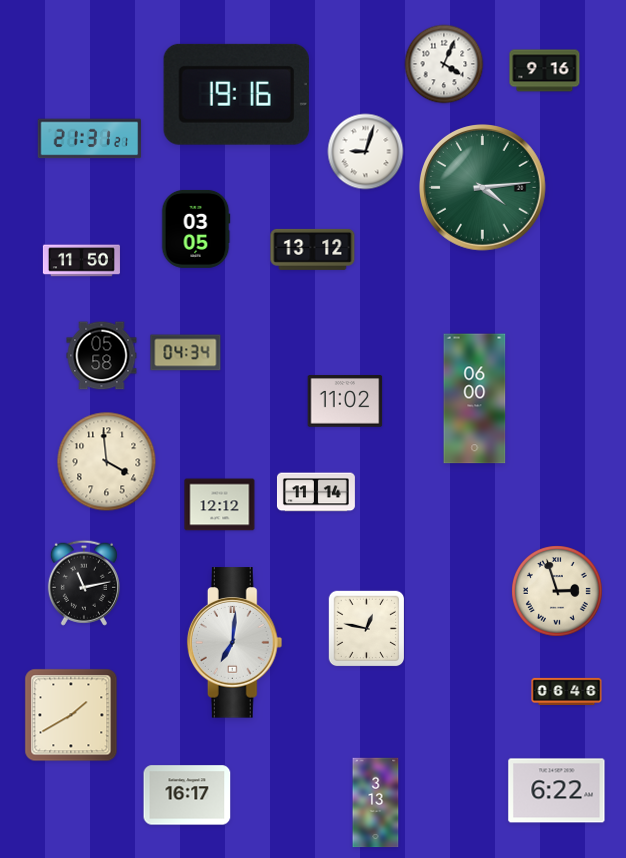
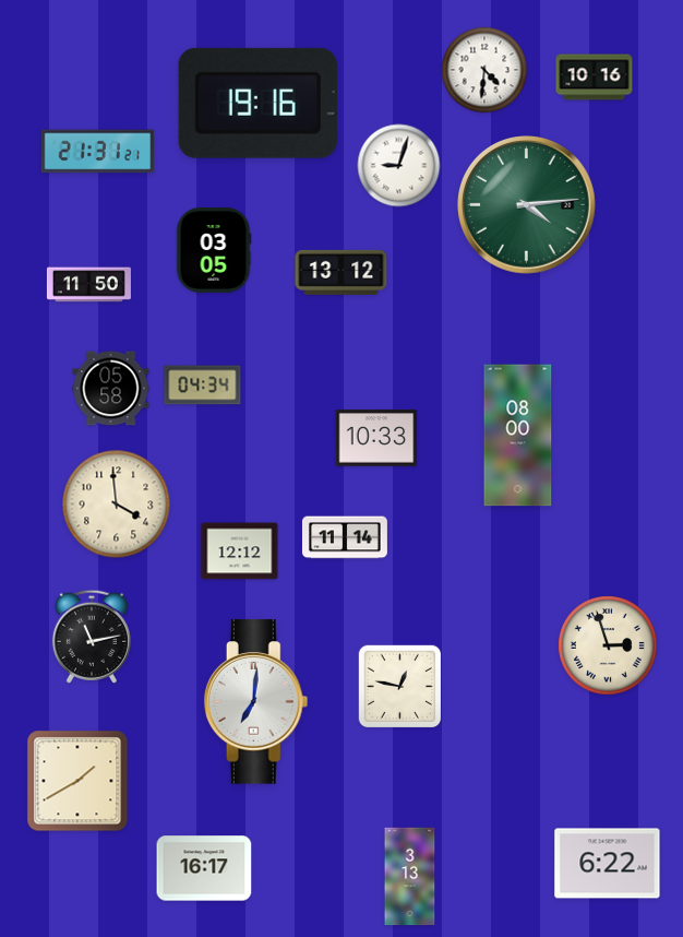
clock at (444, 64): 4:04 -> 4:31
clock at (545, 71): 9:16 -> 10:16
clock at (475, 399): 06:00 -> 08:00
clock at (345, 401): 11:02 -> 10:33
clock at (567, 691): 06:46 -> none
